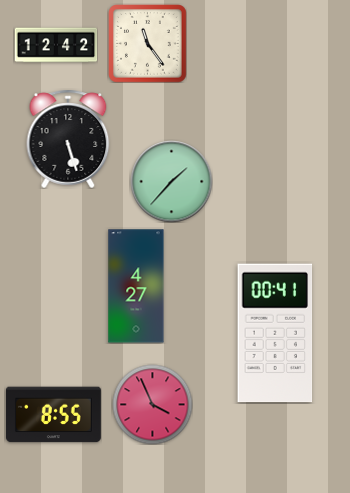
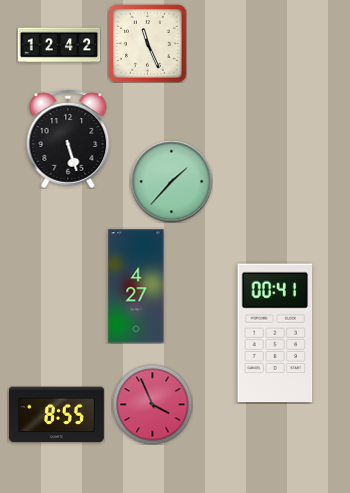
clock at (148, 44): 11:24 -> 11:26
clock at (56, 45) position: (56, 45) -> (59, 45)
clock at (53, 415) position: (53, 415) -> (56, 415)
